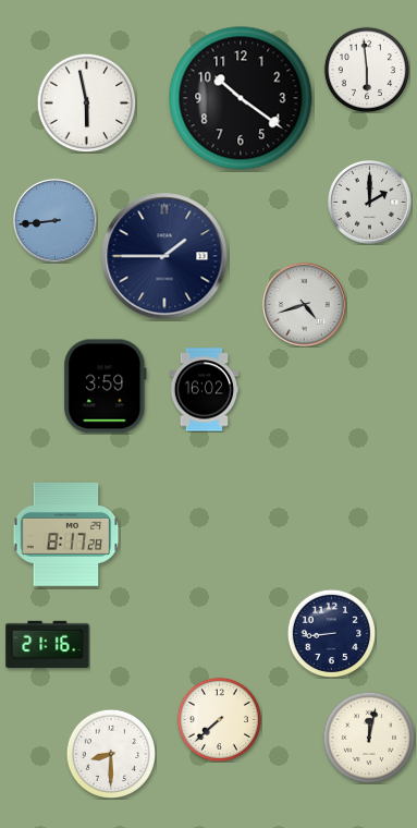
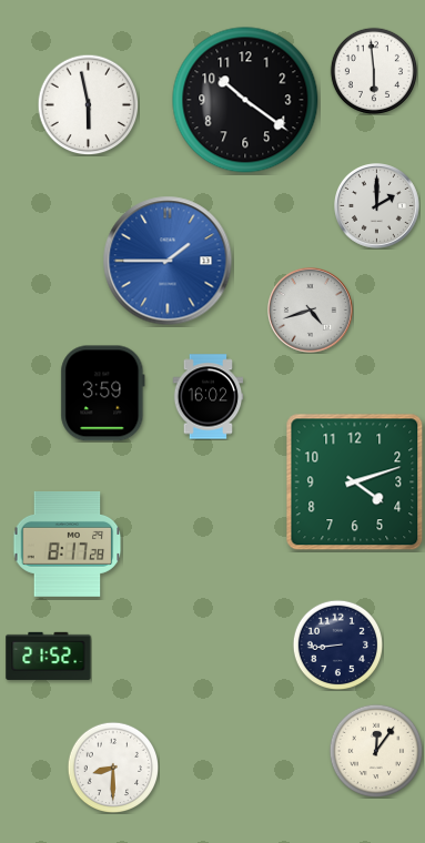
clock at (56, 221): 8:44 -> none
clock at (164, 256) dial: navy -> blue
clock at (106, 387) position: (106, 387) -> (103, 394)
clock at (355, 483): none -> 4:12
clock at (48, 644): 21:16 -> 21:52
clock at (219, 719): 7:38 -> none
clock at (369, 738): 12:02 -> 12:06
